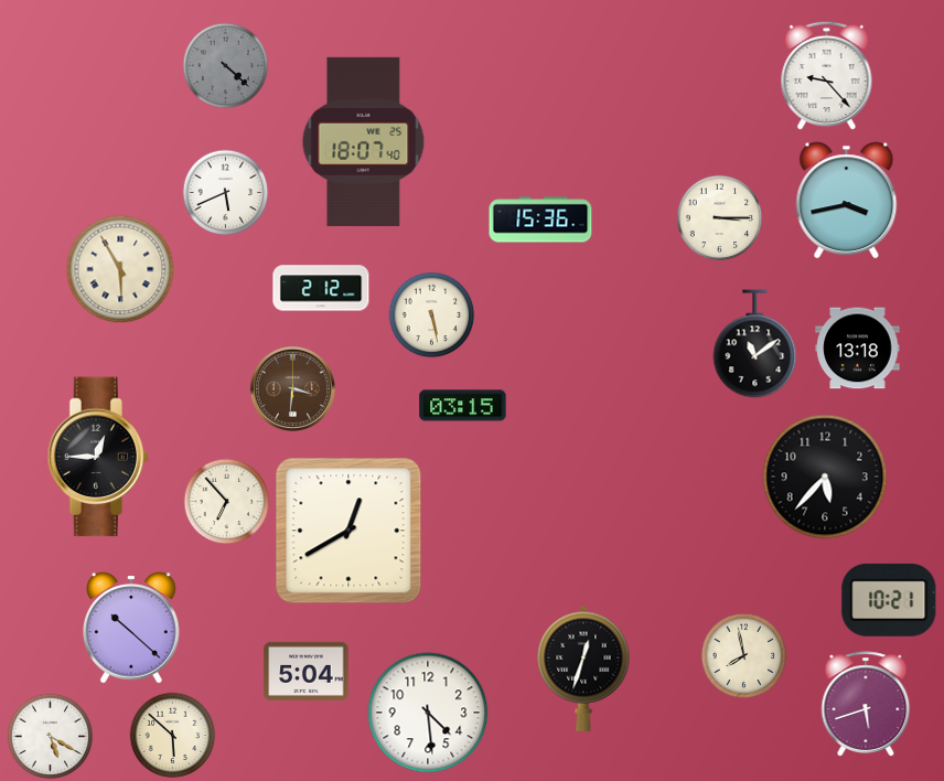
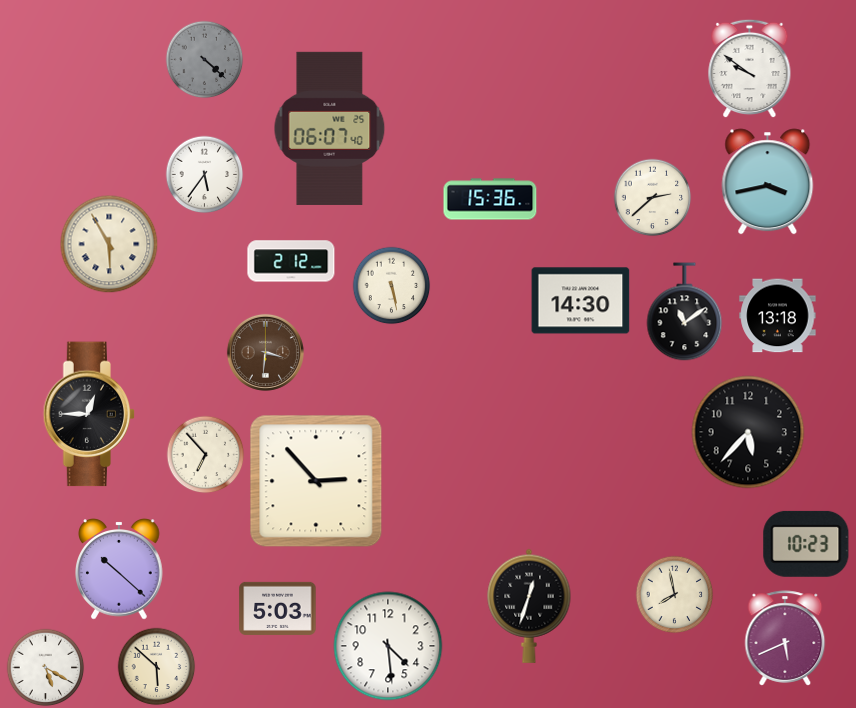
clock at (827, 75): 9:23 -> 9:51
clock at (364, 141): 18:07 -> 06:07
clock at (225, 192): 5:41 -> 5:36
clock at (719, 217): 3:15 -> 2:38
clock at (581, 301): none -> 14:30
clock at (463, 406): 03:15 -> none
clock at (348, 531): 12:40 -> 2:53
clock at (889, 600): 10:21 -> 10:23
clock at (307, 671): 5:04 -> 5:03
clock at (866, 704): 5:42 -> 5:41
